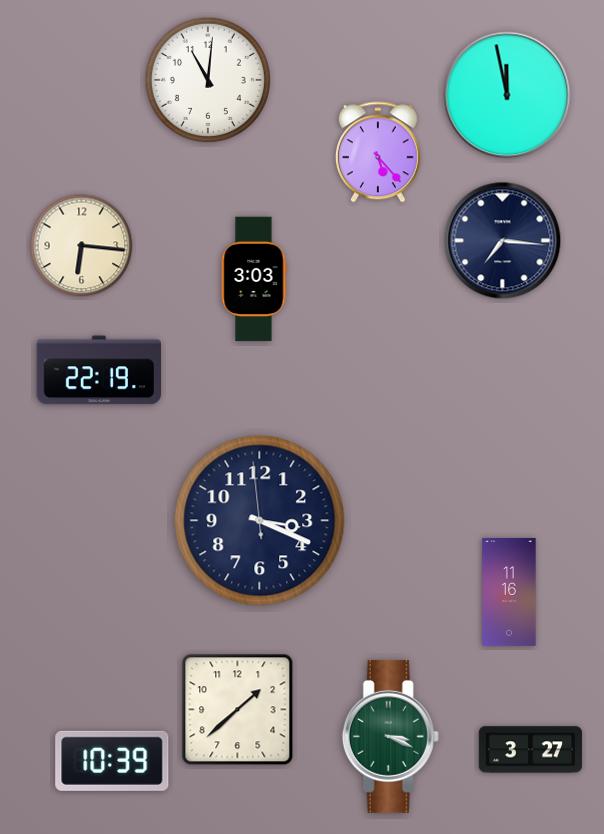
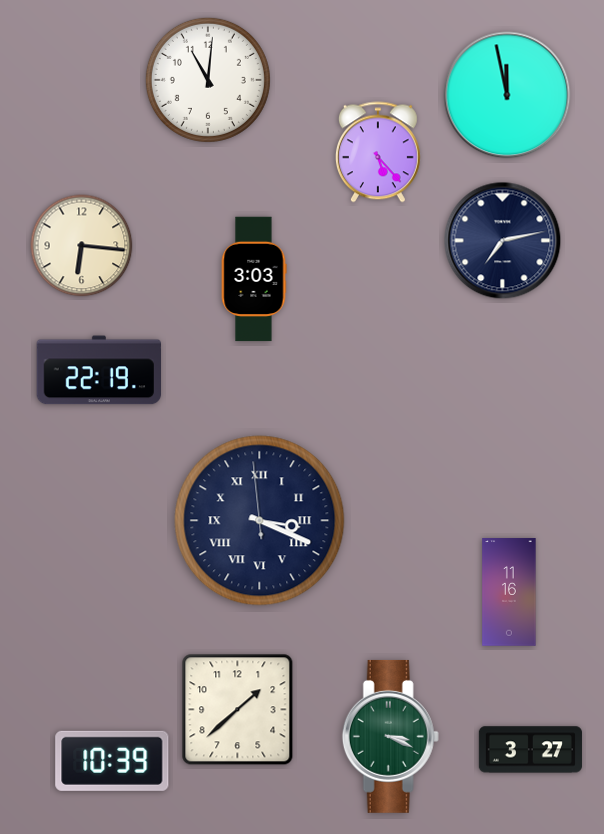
clock at (503, 241): 7:16 -> 7:13
clock at (260, 521) numerals: Arabic -> Roman
